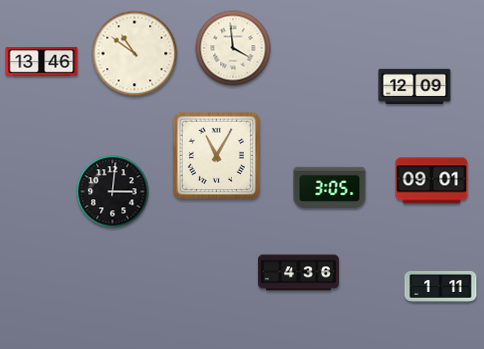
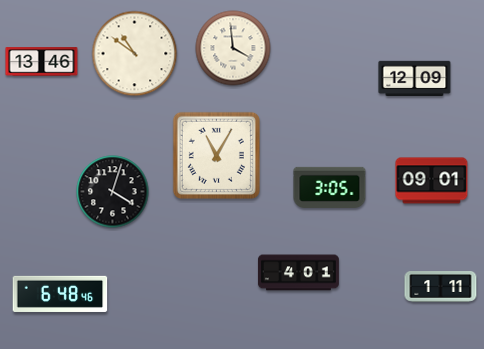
clock at (415, 87) position: (415, 87) -> (415, 79)
clock at (113, 192): 3:01 -> 4:03
clock at (298, 273): 4:36 -> 4:01
clock at (60, 294): none -> 6:48
